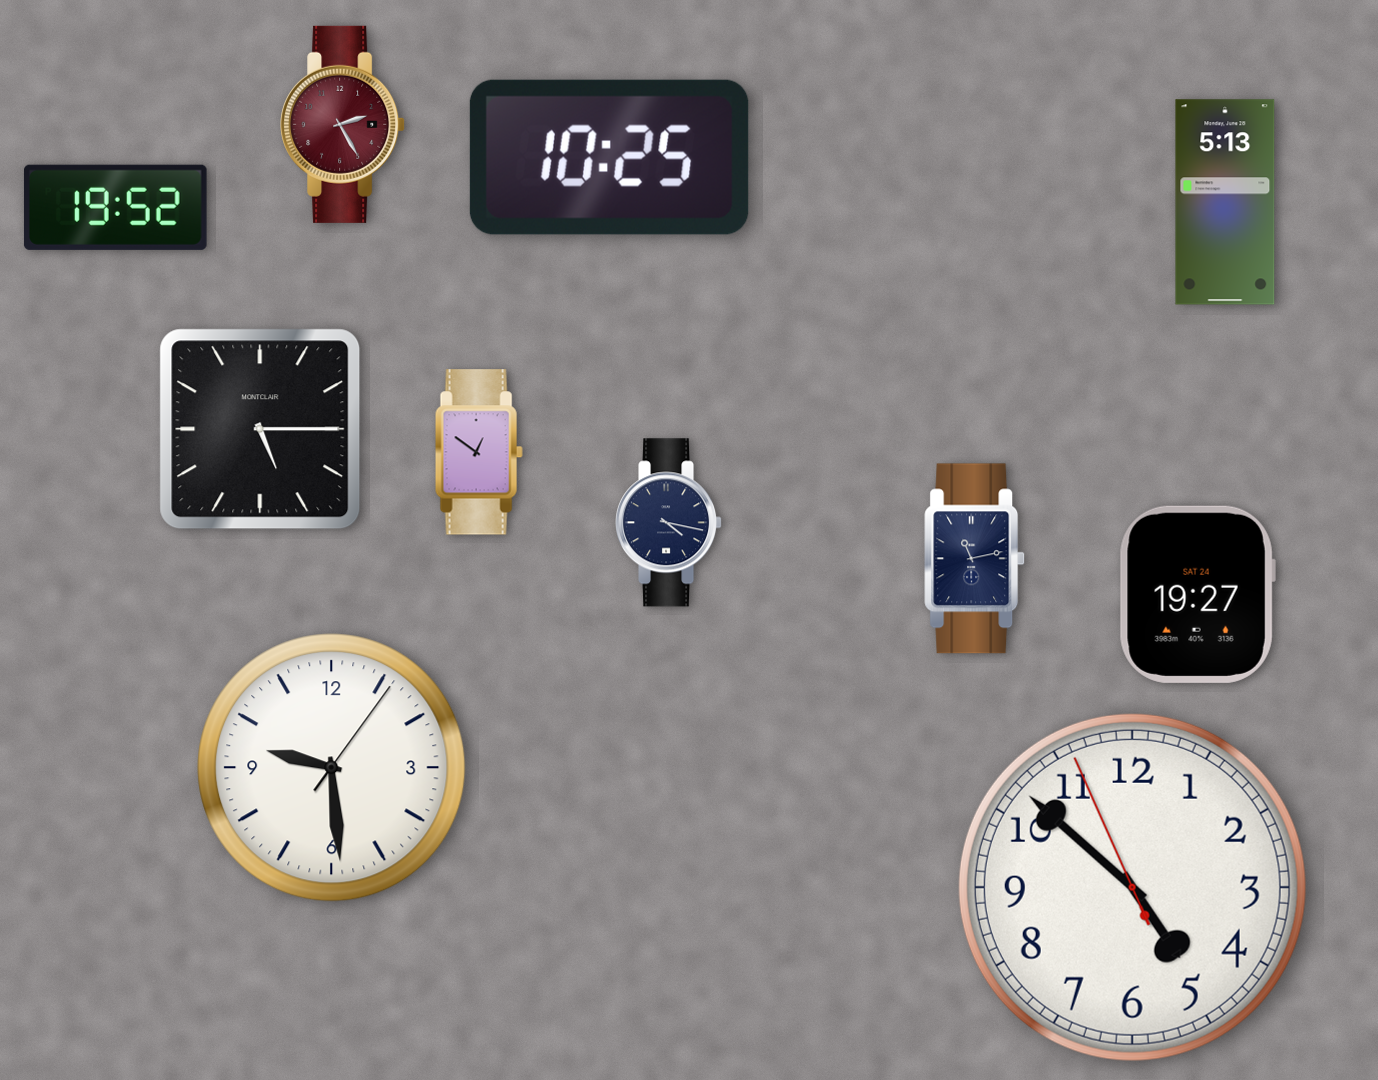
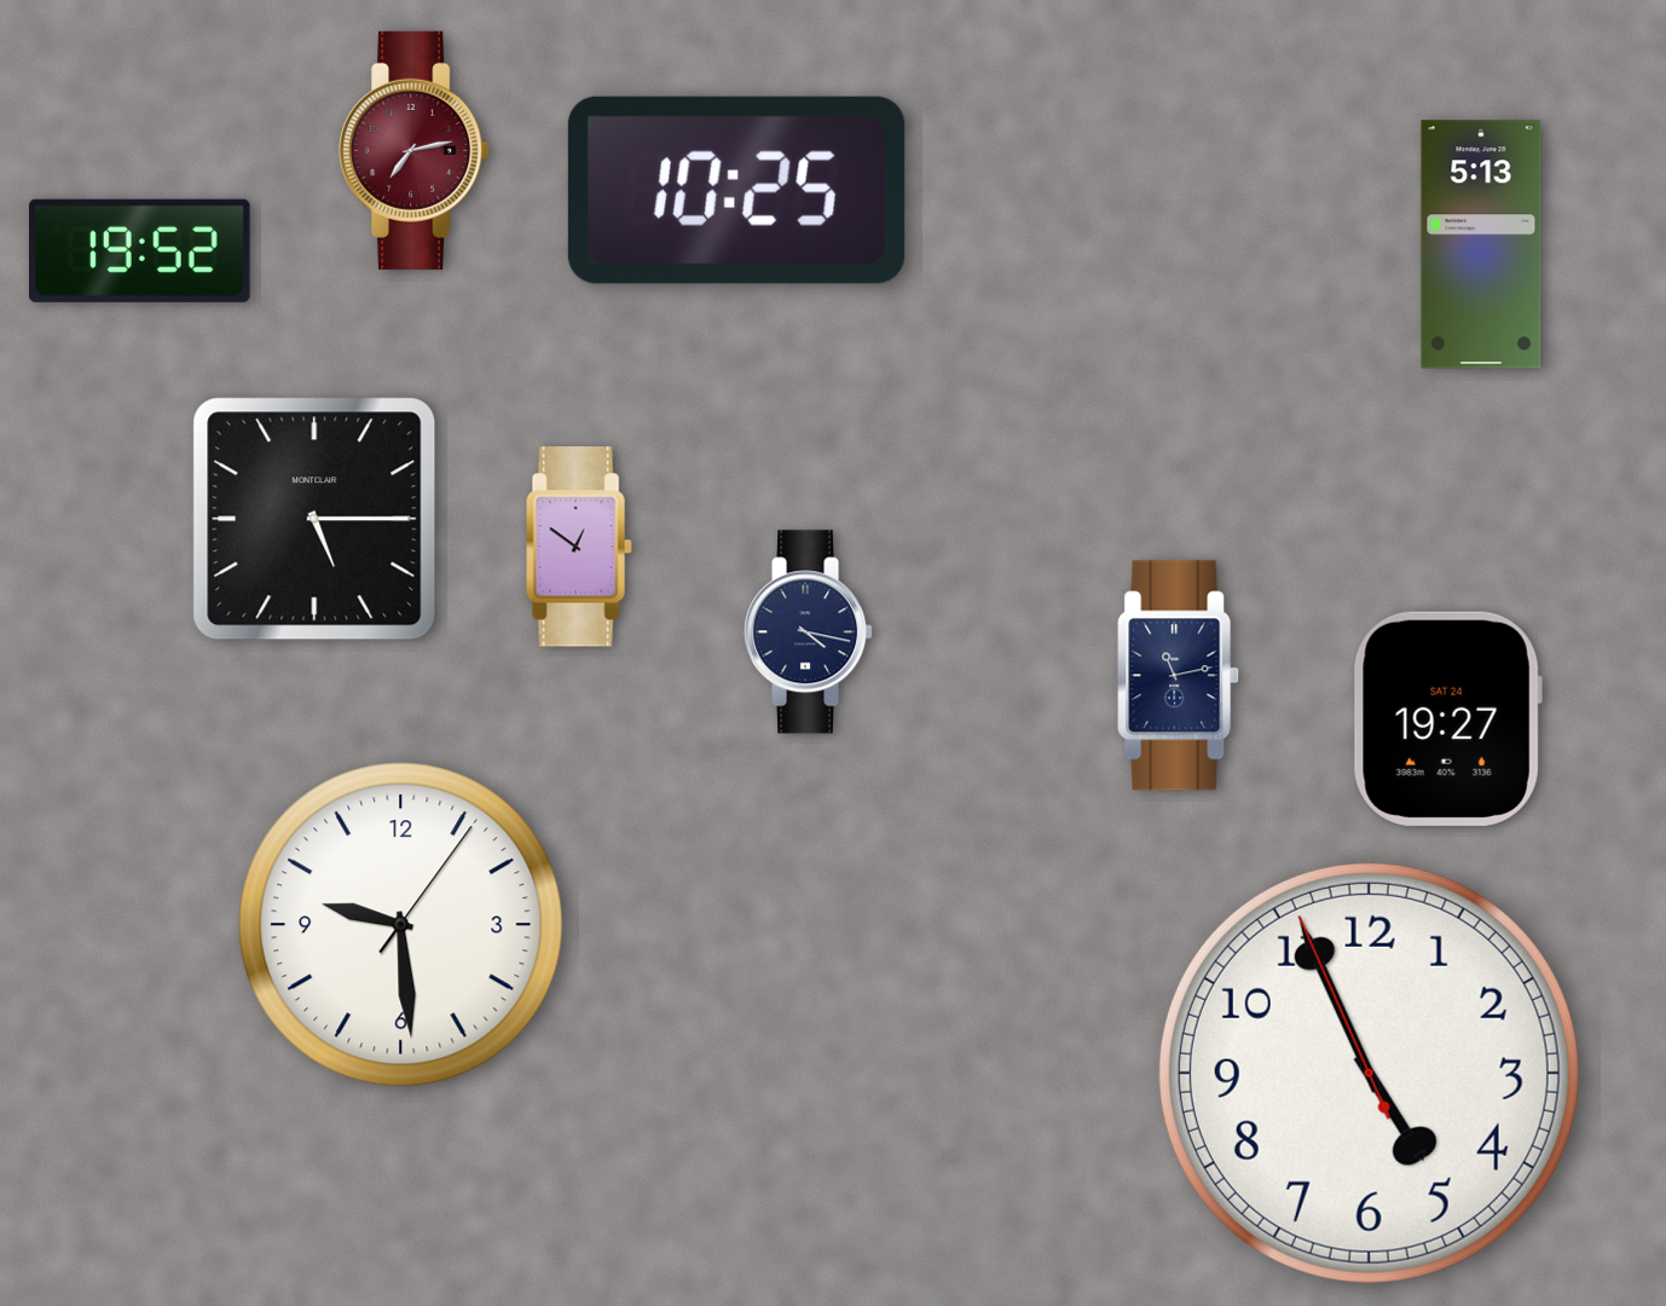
clock at (343, 124): 2:25 -> 7:13
clock at (332, 768) position: (332, 768) -> (401, 925)
clock at (1132, 887): 4:51 -> 4:55
